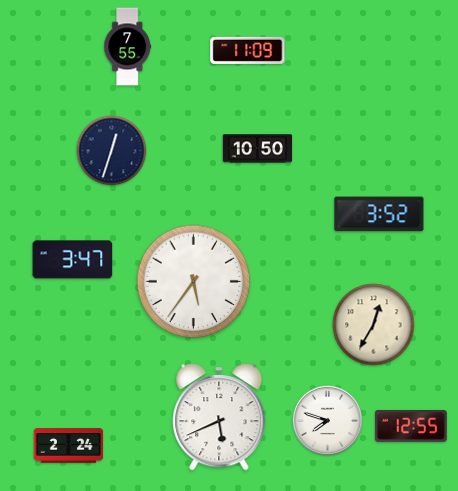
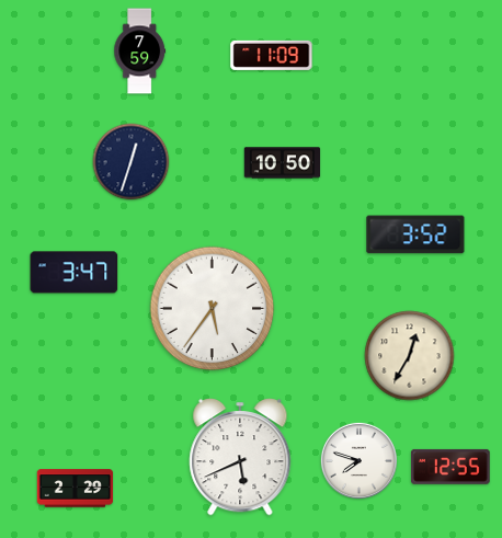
clock at (128, 47): 7:55 -> 7:59
clock at (112, 151) position: (112, 151) -> (132, 162)
clock at (73, 260) position: (73, 260) -> (75, 273)
clock at (69, 446): 2:24 -> 2:29
